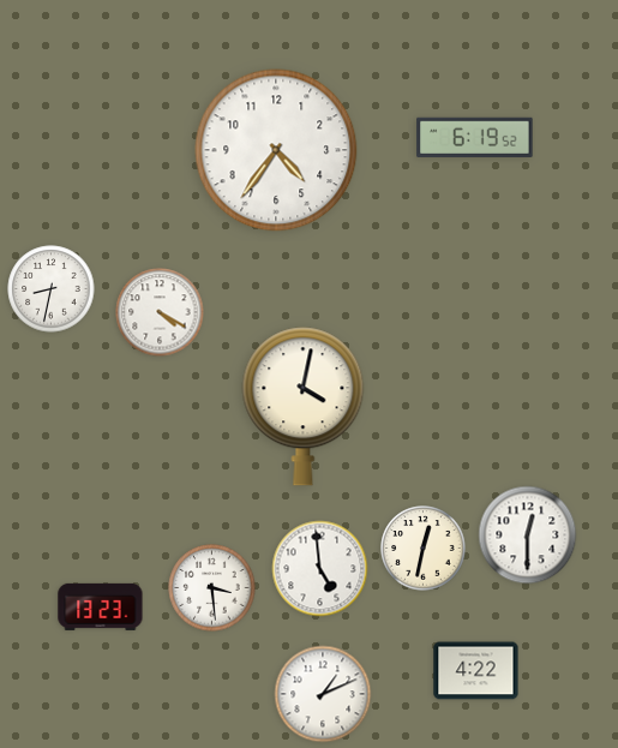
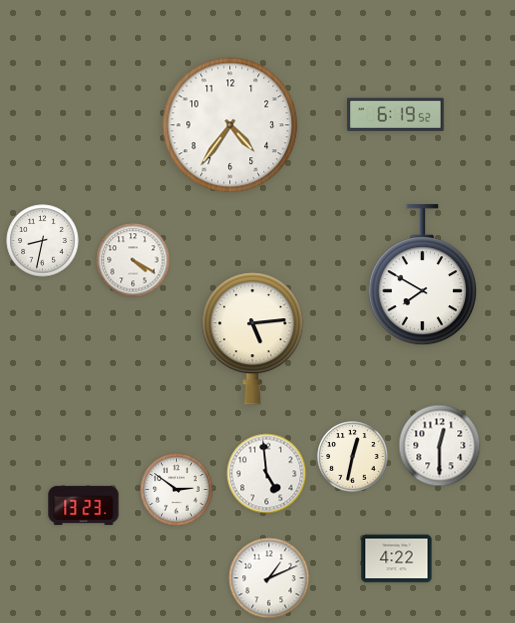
clock at (422, 275): none -> 7:50
clock at (304, 407): 4:02 -> 5:14
clock at (212, 588): 3:29 -> 2:51
